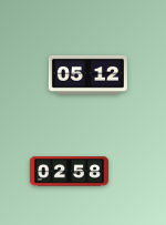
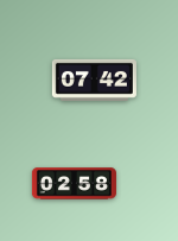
clock at (87, 74): 05:12 -> 07:42
